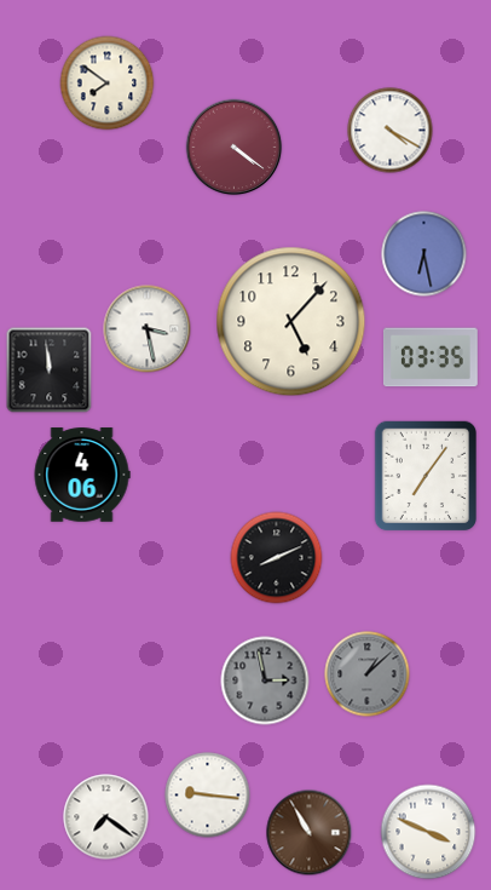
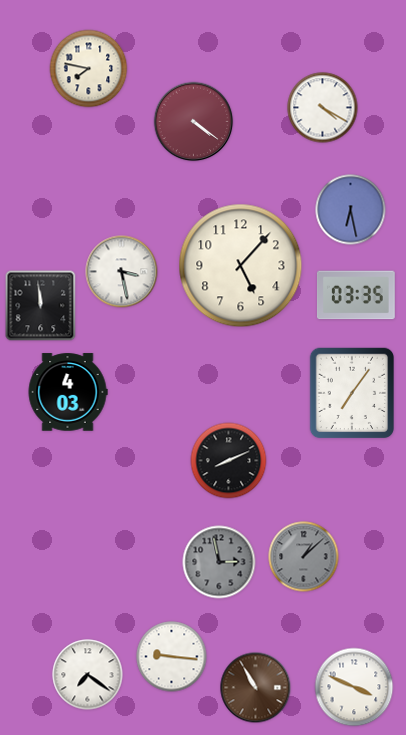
clock at (108, 84): 7:51 -> 7:47
clock at (82, 475): 4:06 -> 4:03
